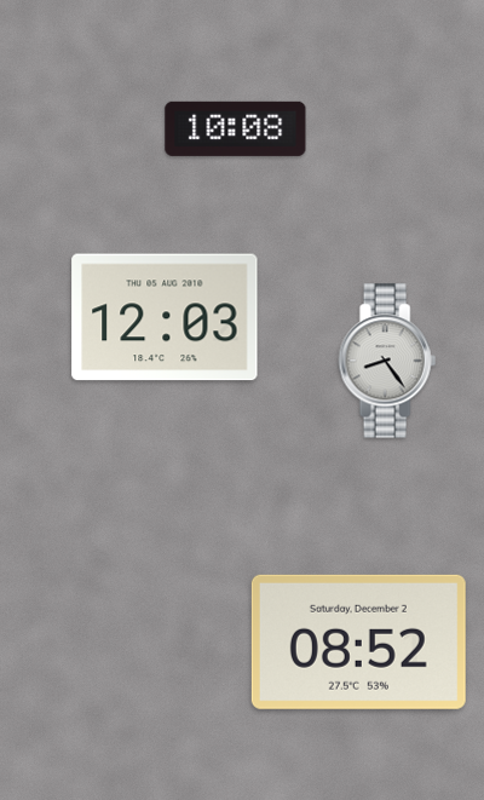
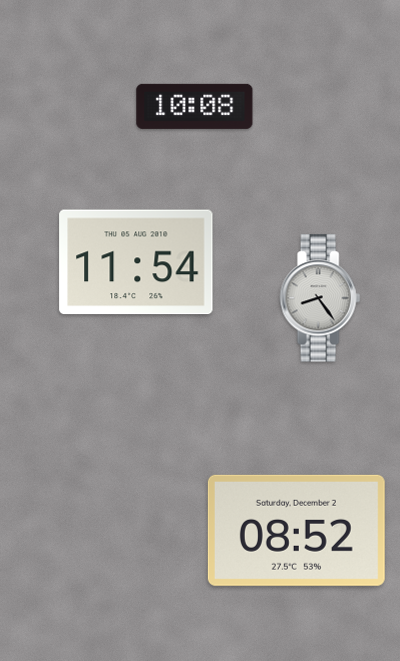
clock at (165, 317): 12:03 -> 11:54
